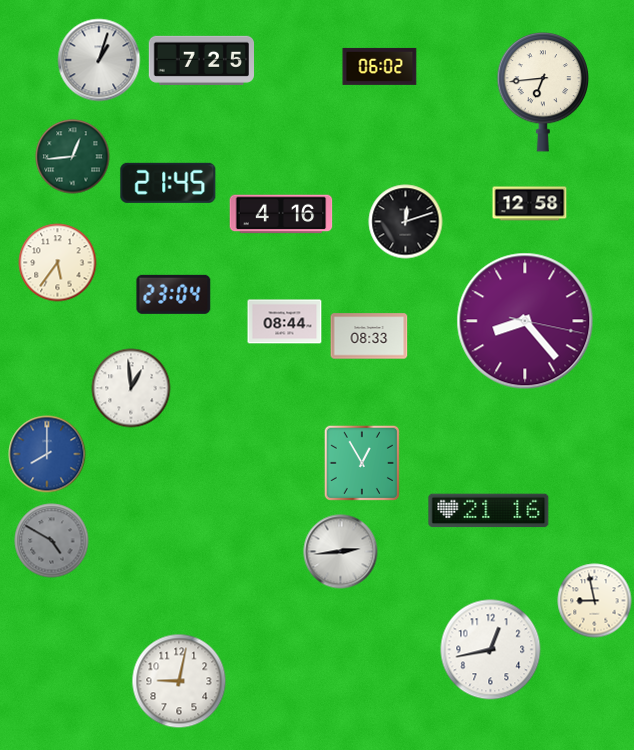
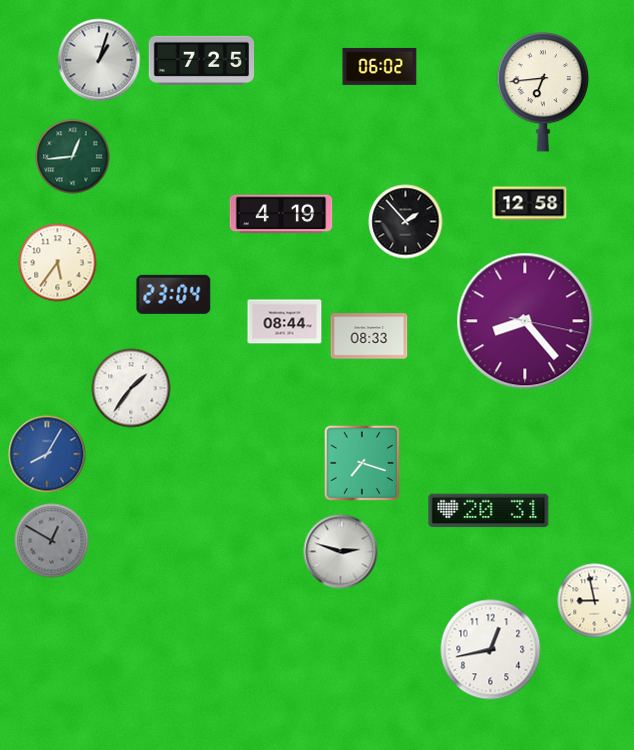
clock at (168, 183): 21:45 -> none
clock at (281, 214): 4:16 -> 4:19
clock at (406, 222): 12:12 -> 1:53
clock at (131, 388): 12:59 -> 1:36
clock at (47, 454): 8:00 -> 8:05
clock at (362, 463): 12:55 -> 7:18
clock at (489, 511): 21:16 -> 20:31
clock at (52, 541): 4:50 -> 12:50
clock at (341, 552): 2:44 -> 2:48
clock at (179, 681): 9:02 -> none
